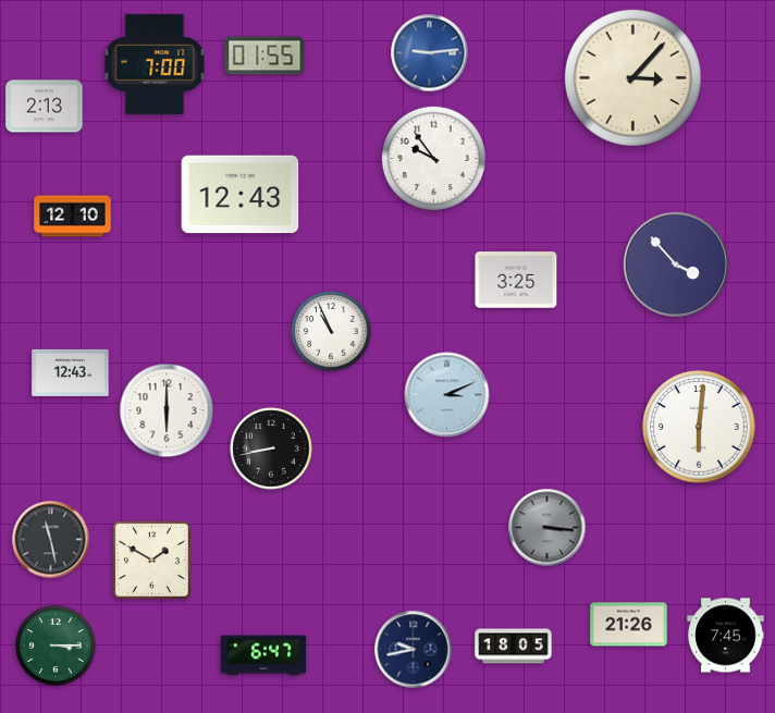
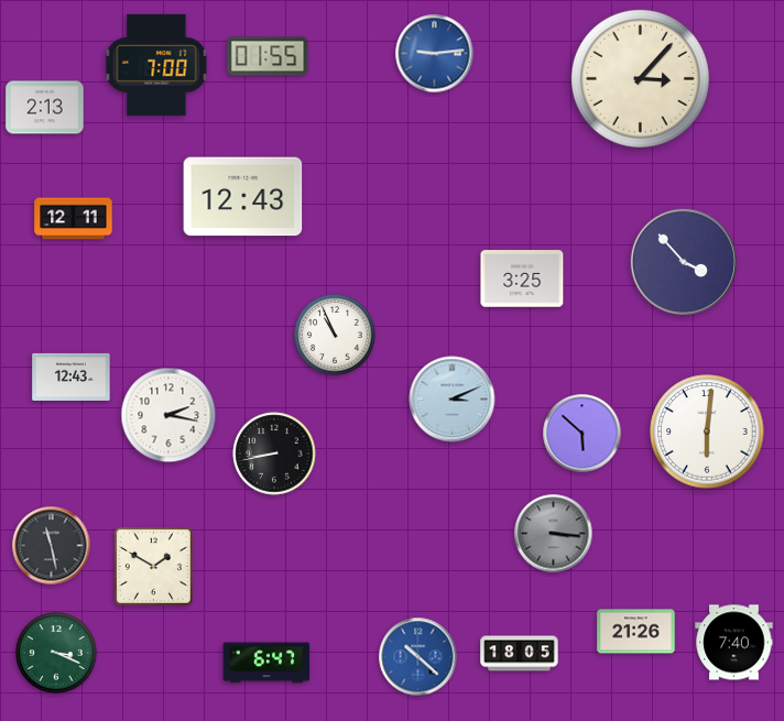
clock at (433, 158): 9:54 -> none
clock at (73, 217): 12:10 -> 12:11
clock at (675, 263) position: (675, 263) -> (683, 261)
clock at (516, 280) position: (516, 280) -> (522, 278)
clock at (167, 410): 6:00 -> 2:17
clock at (582, 434): none -> 5:52
clock at (726, 636): 7:45 -> 7:40
clock at (56, 646): 3:15 -> 3:19
clock at (414, 650): 9:43 -> 10:22
clock at (414, 650) dial: navy -> blue
